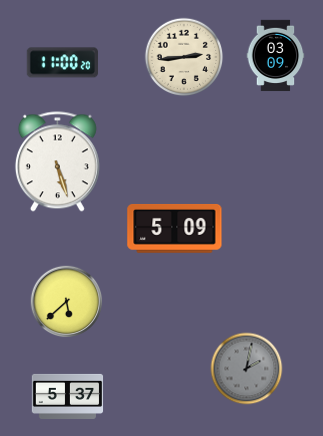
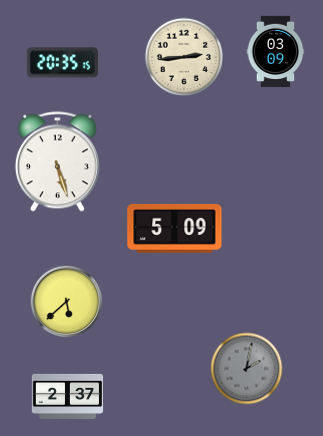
clock at (276, 56) position: (276, 56) -> (276, 52)
clock at (62, 63): 11:00 -> 20:35
clock at (68, 396): 5:37 -> 2:37
